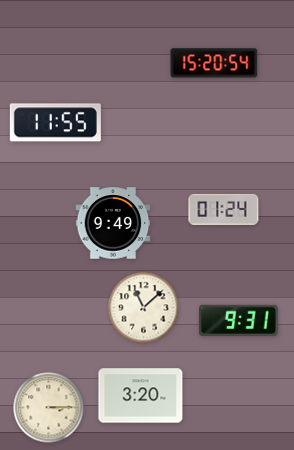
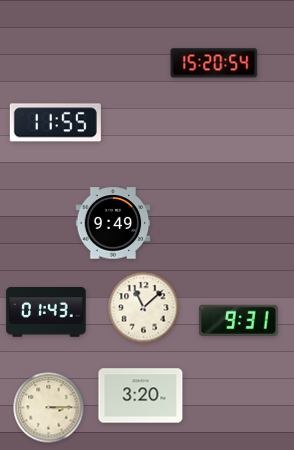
clock at (224, 209): 01:24 -> none
clock at (46, 312): none -> 01:43
